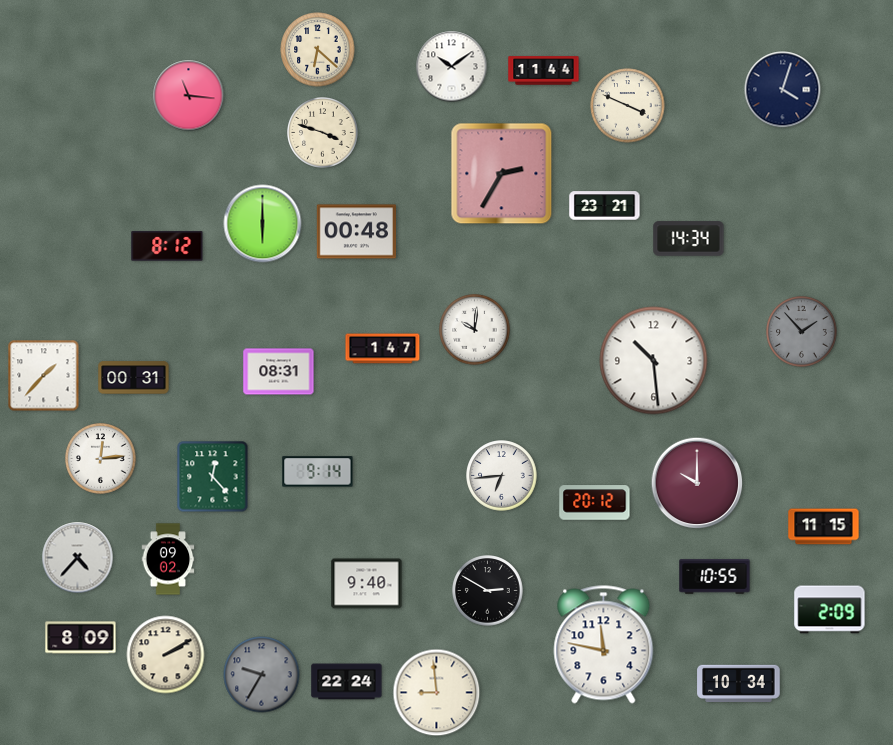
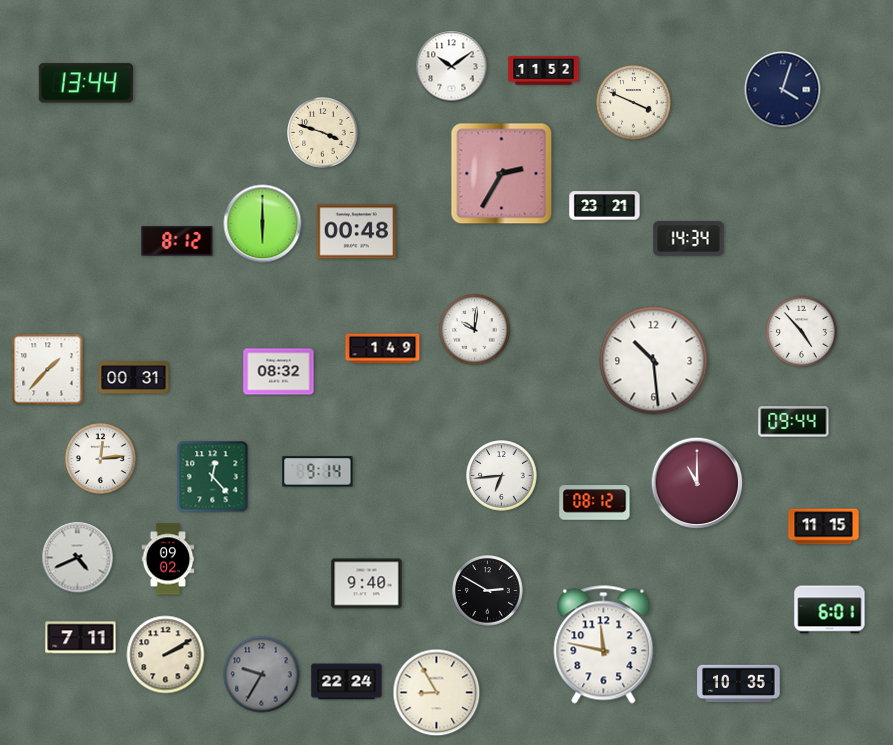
clock at (318, 50): 6:22 -> none
clock at (544, 71): 11:44 -> 11:52
clock at (86, 83): none -> 13:44
clock at (189, 96): 11:16 -> none
clock at (628, 106) position: (628, 106) -> (634, 103)
clock at (167, 246) position: (167, 246) -> (177, 241)
clock at (802, 332): 1:53 -> 4:53
clock at (802, 332) dial: grey -> white
clock at (383, 349): 1:47 -> 1:49
clock at (279, 372): 08:31 -> 08:32
clock at (44, 376) position: (44, 376) -> (48, 370)
clock at (794, 422): none -> 09:44
clock at (697, 483): 10:00 -> 11:00
clock at (595, 503): 20:12 -> 08:12
clock at (78, 558): 4:37 -> 4:41
clock at (715, 577): 10:55 -> none
clock at (830, 610): 2:09 -> 6:01
clock at (81, 638): 8:09 -> 7:11
clock at (739, 683): 10:34 -> 10:35
clock at (437, 693): 8:59 -> 8:55
